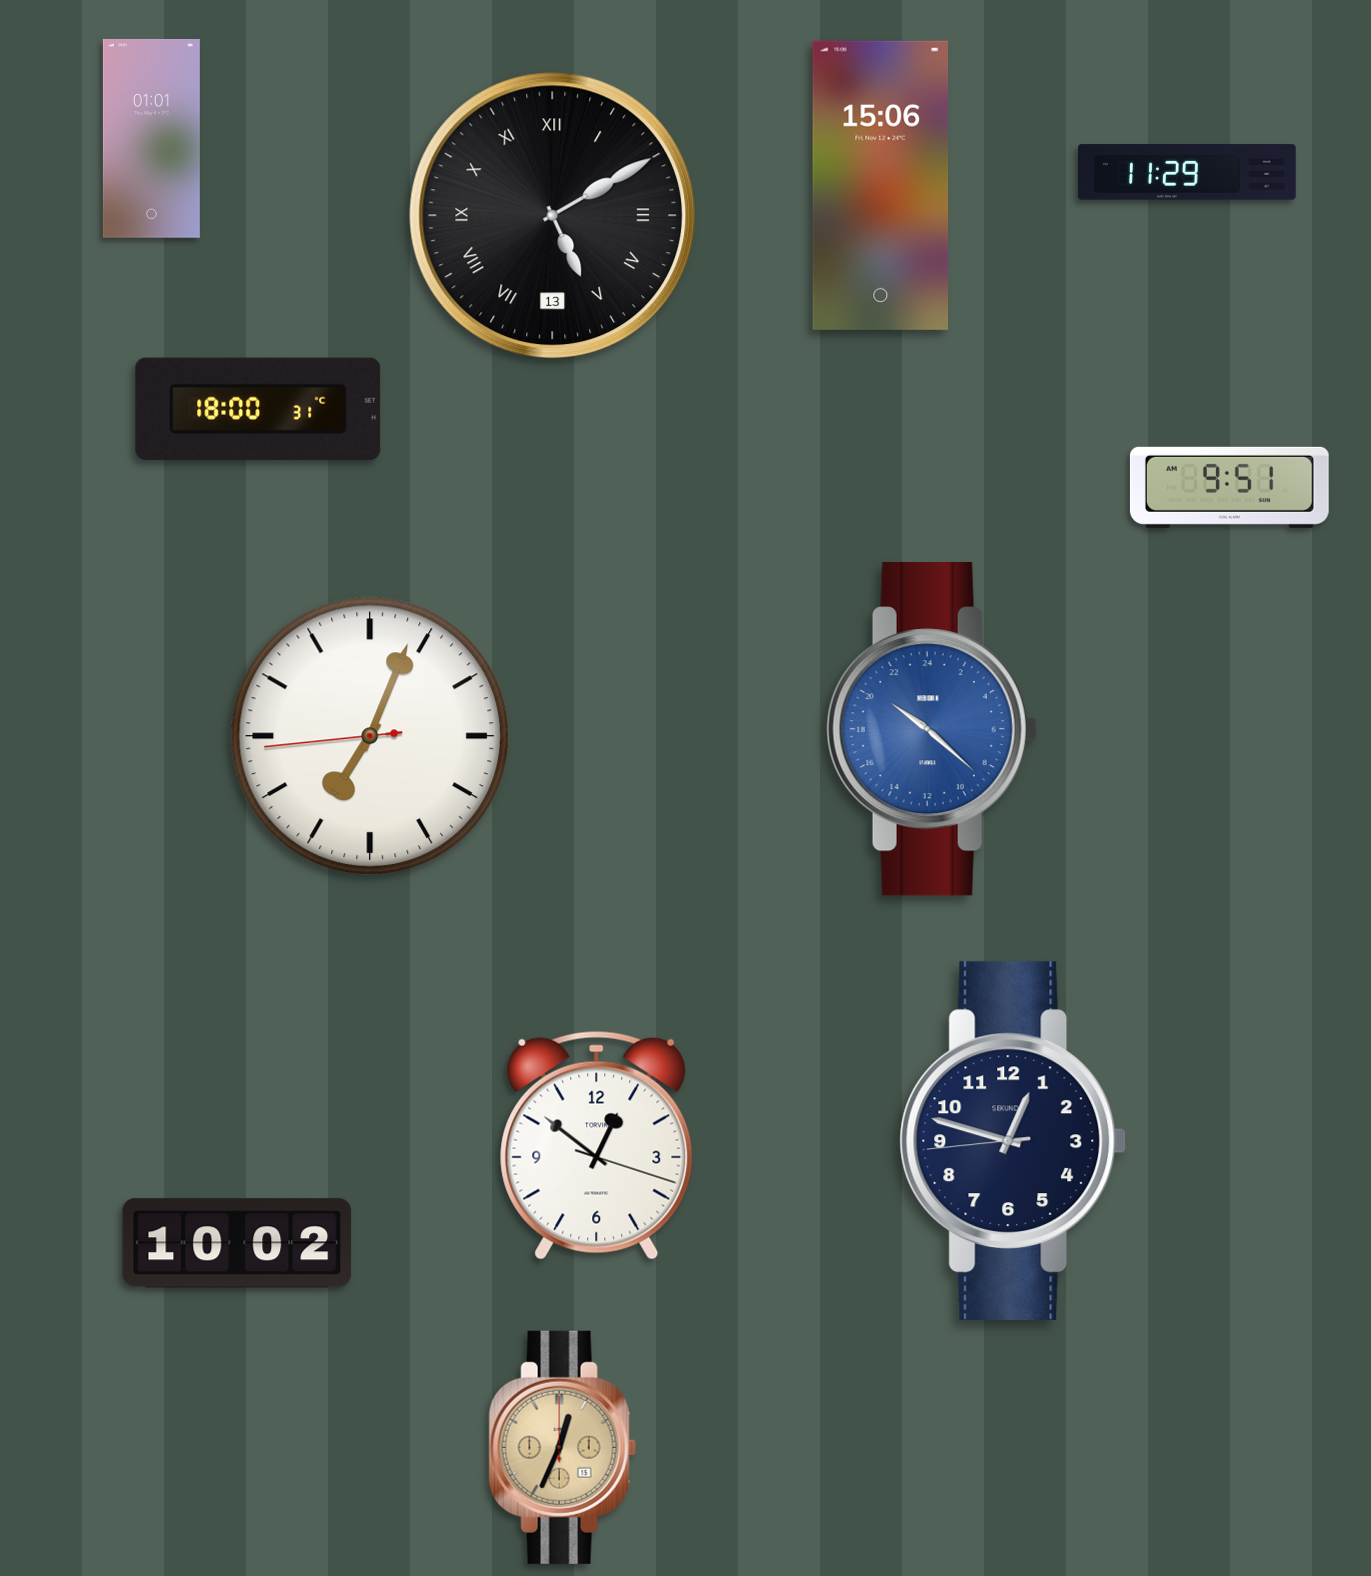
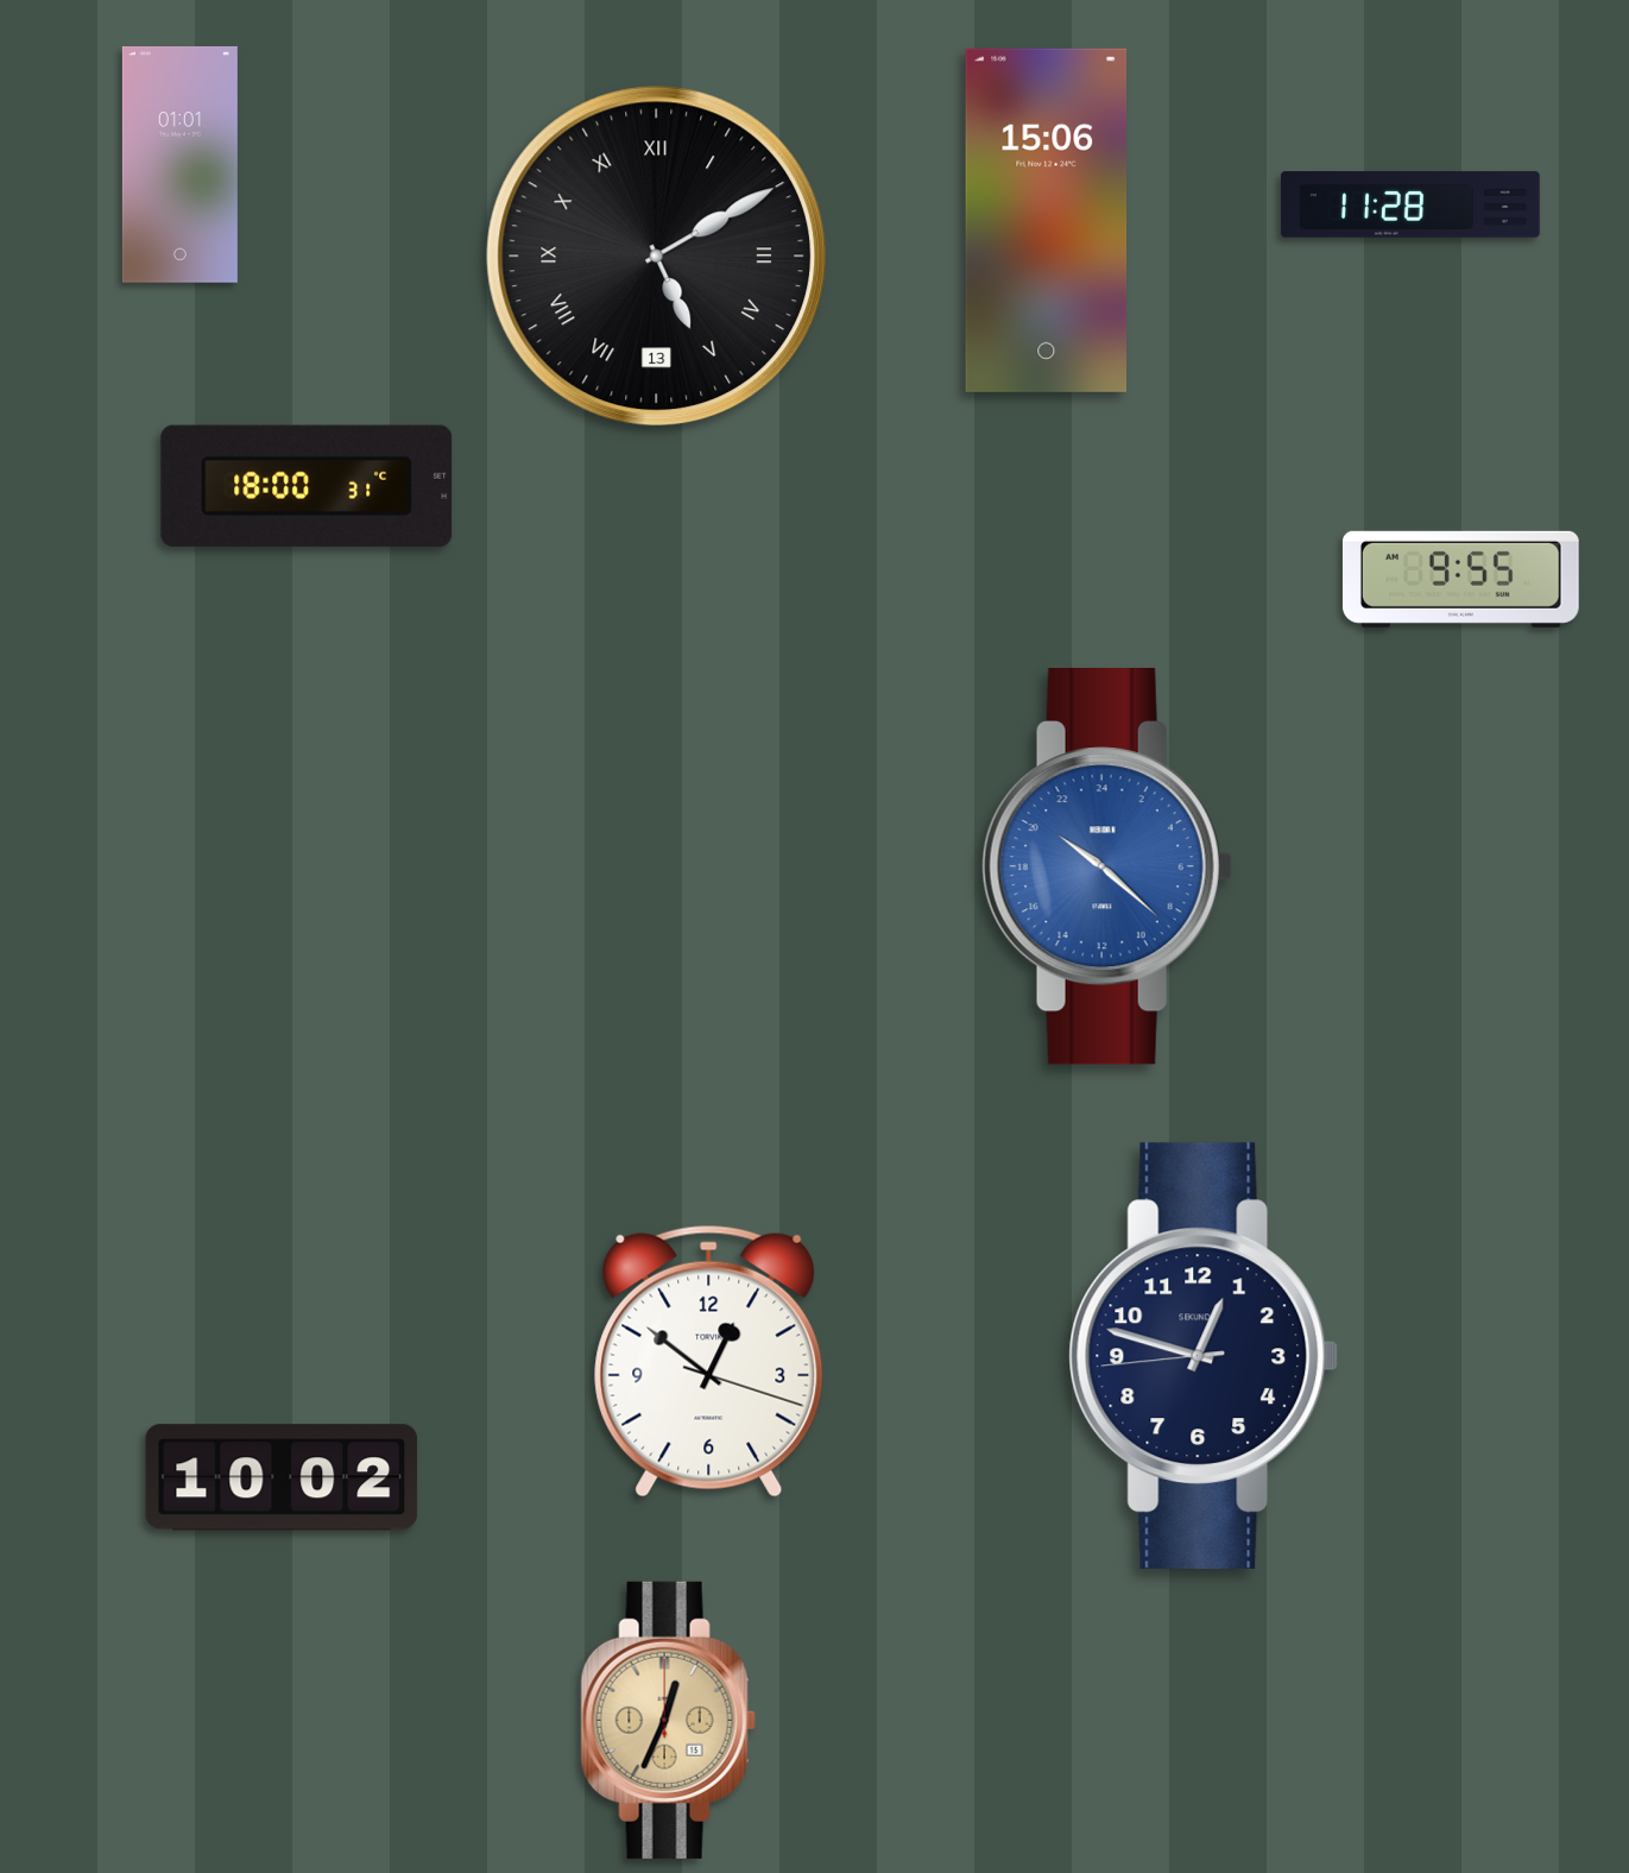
clock at (1188, 172): 11:29 -> 11:28
clock at (1229, 487): 9:51 -> 9:55
clock at (370, 736): 7:03 -> none
